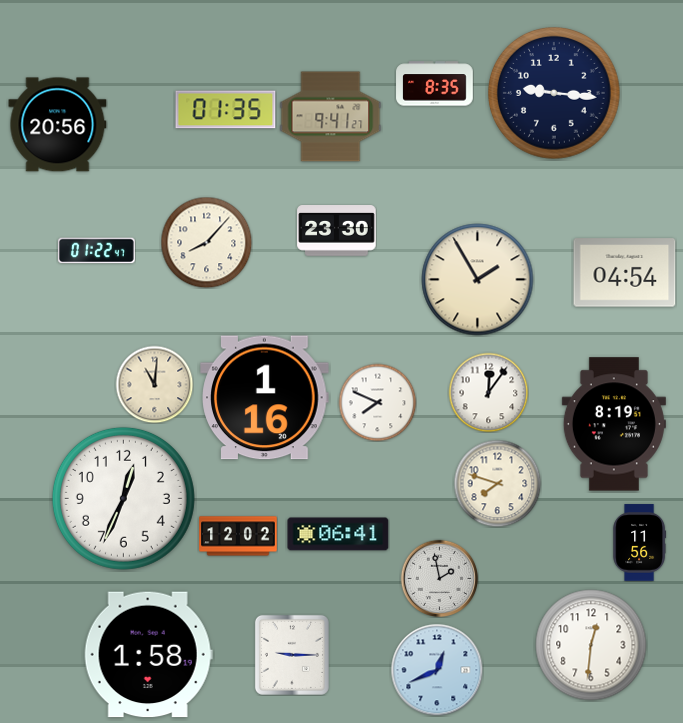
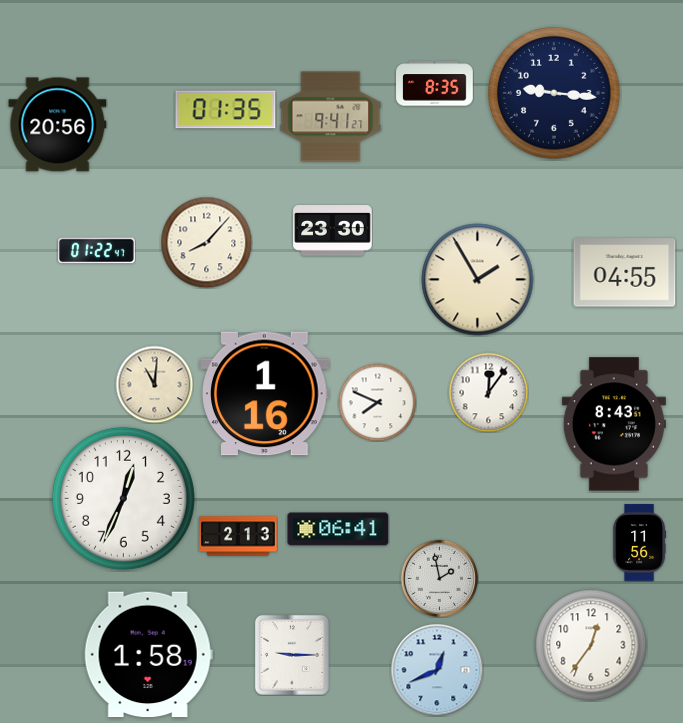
clock at (337, 231) position: (337, 231) -> (333, 231)
clock at (625, 273): 04:54 -> 04:55
clock at (265, 398) position: (265, 398) -> (265, 394)
clock at (614, 424): 8:19 -> 8:43
clock at (497, 483): 7:48 -> none
clock at (338, 534) position: (338, 534) -> (338, 529)
clock at (238, 536): 12:02 -> 2:13
clock at (591, 645): 12:31 -> 12:36
